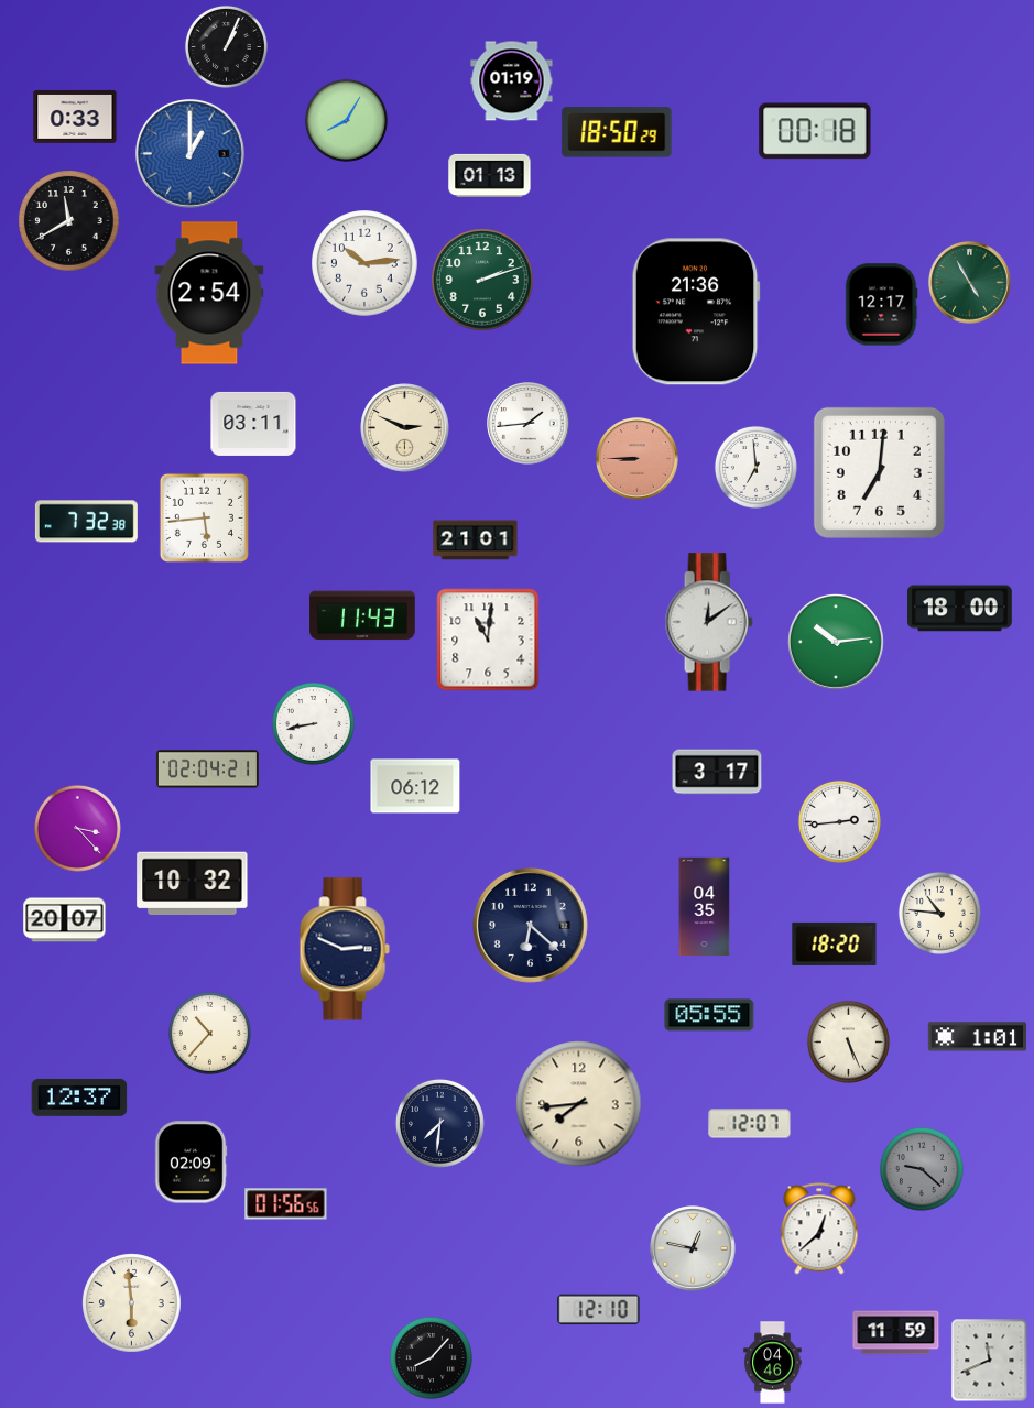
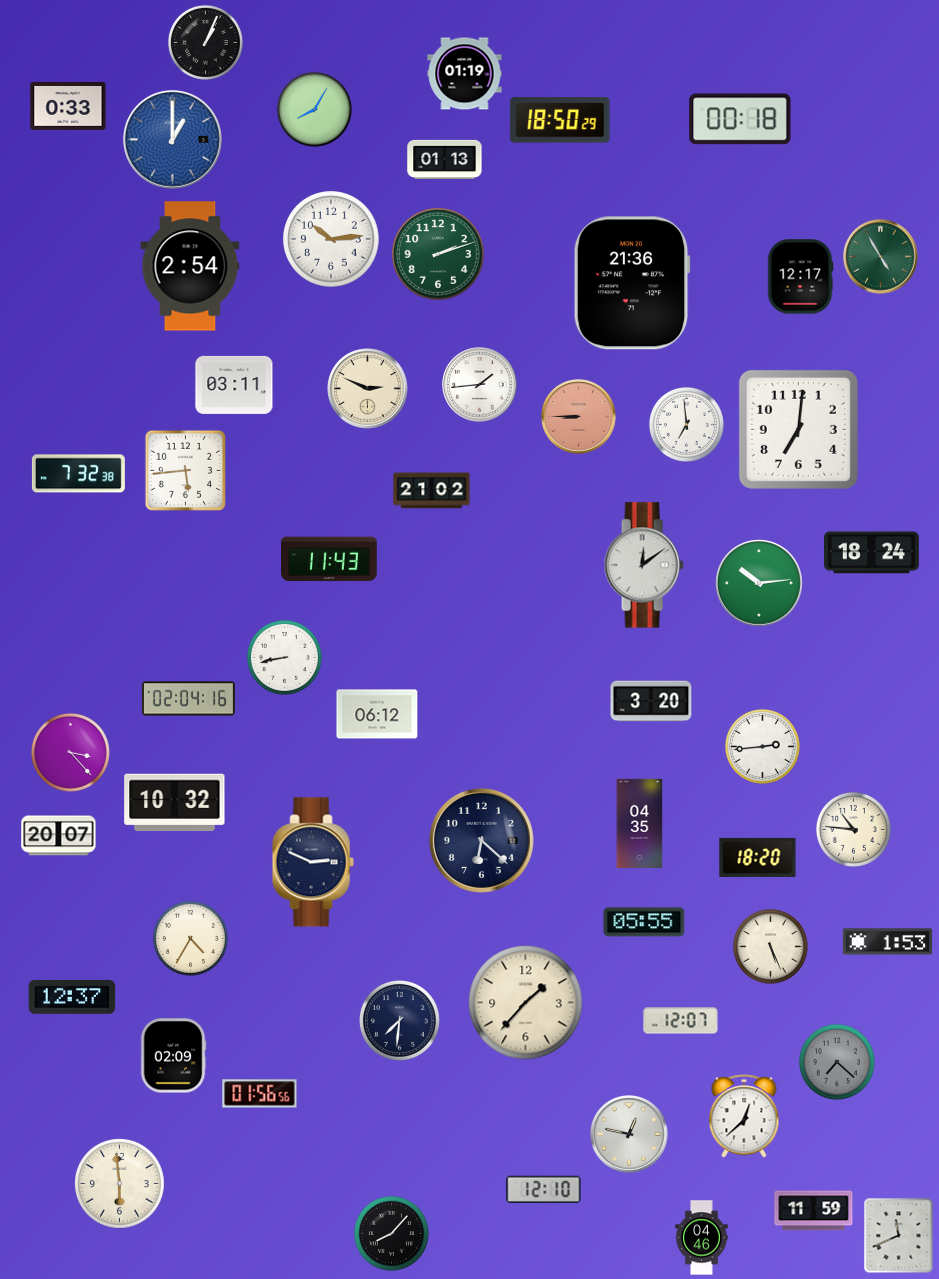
clock at (69, 221): 11:40 -> none
clock at (253, 424) position: (253, 424) -> (234, 385)
clock at (476, 541): 21:01 -> 21:02
clock at (960, 609): 18:00 -> 18:24
clock at (488, 640): 11:01 -> none
clock at (207, 770): 02:04:21 -> 02:04:16
clock at (717, 772): 3:17 -> 3:20
clock at (209, 1033): 10:37 -> 4:35
clock at (978, 1037): 1:01 -> 1:53
clock at (579, 1104): 7:44 -> 1:37
clock at (922, 1169): 9:22 -> 7:22
